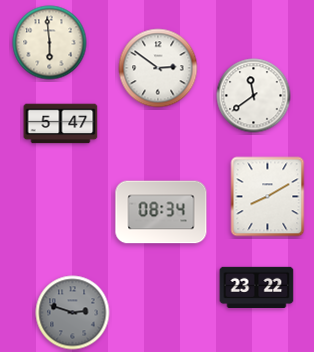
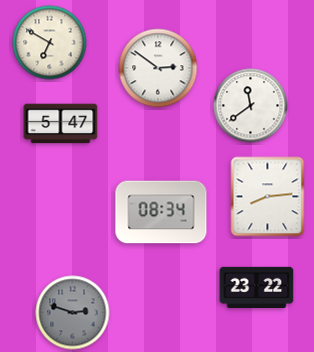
clock at (50, 43): 5:59 -> 6:50
clock at (254, 96) position: (254, 96) -> (251, 106)
clock at (268, 197): 8:10 -> 8:14
